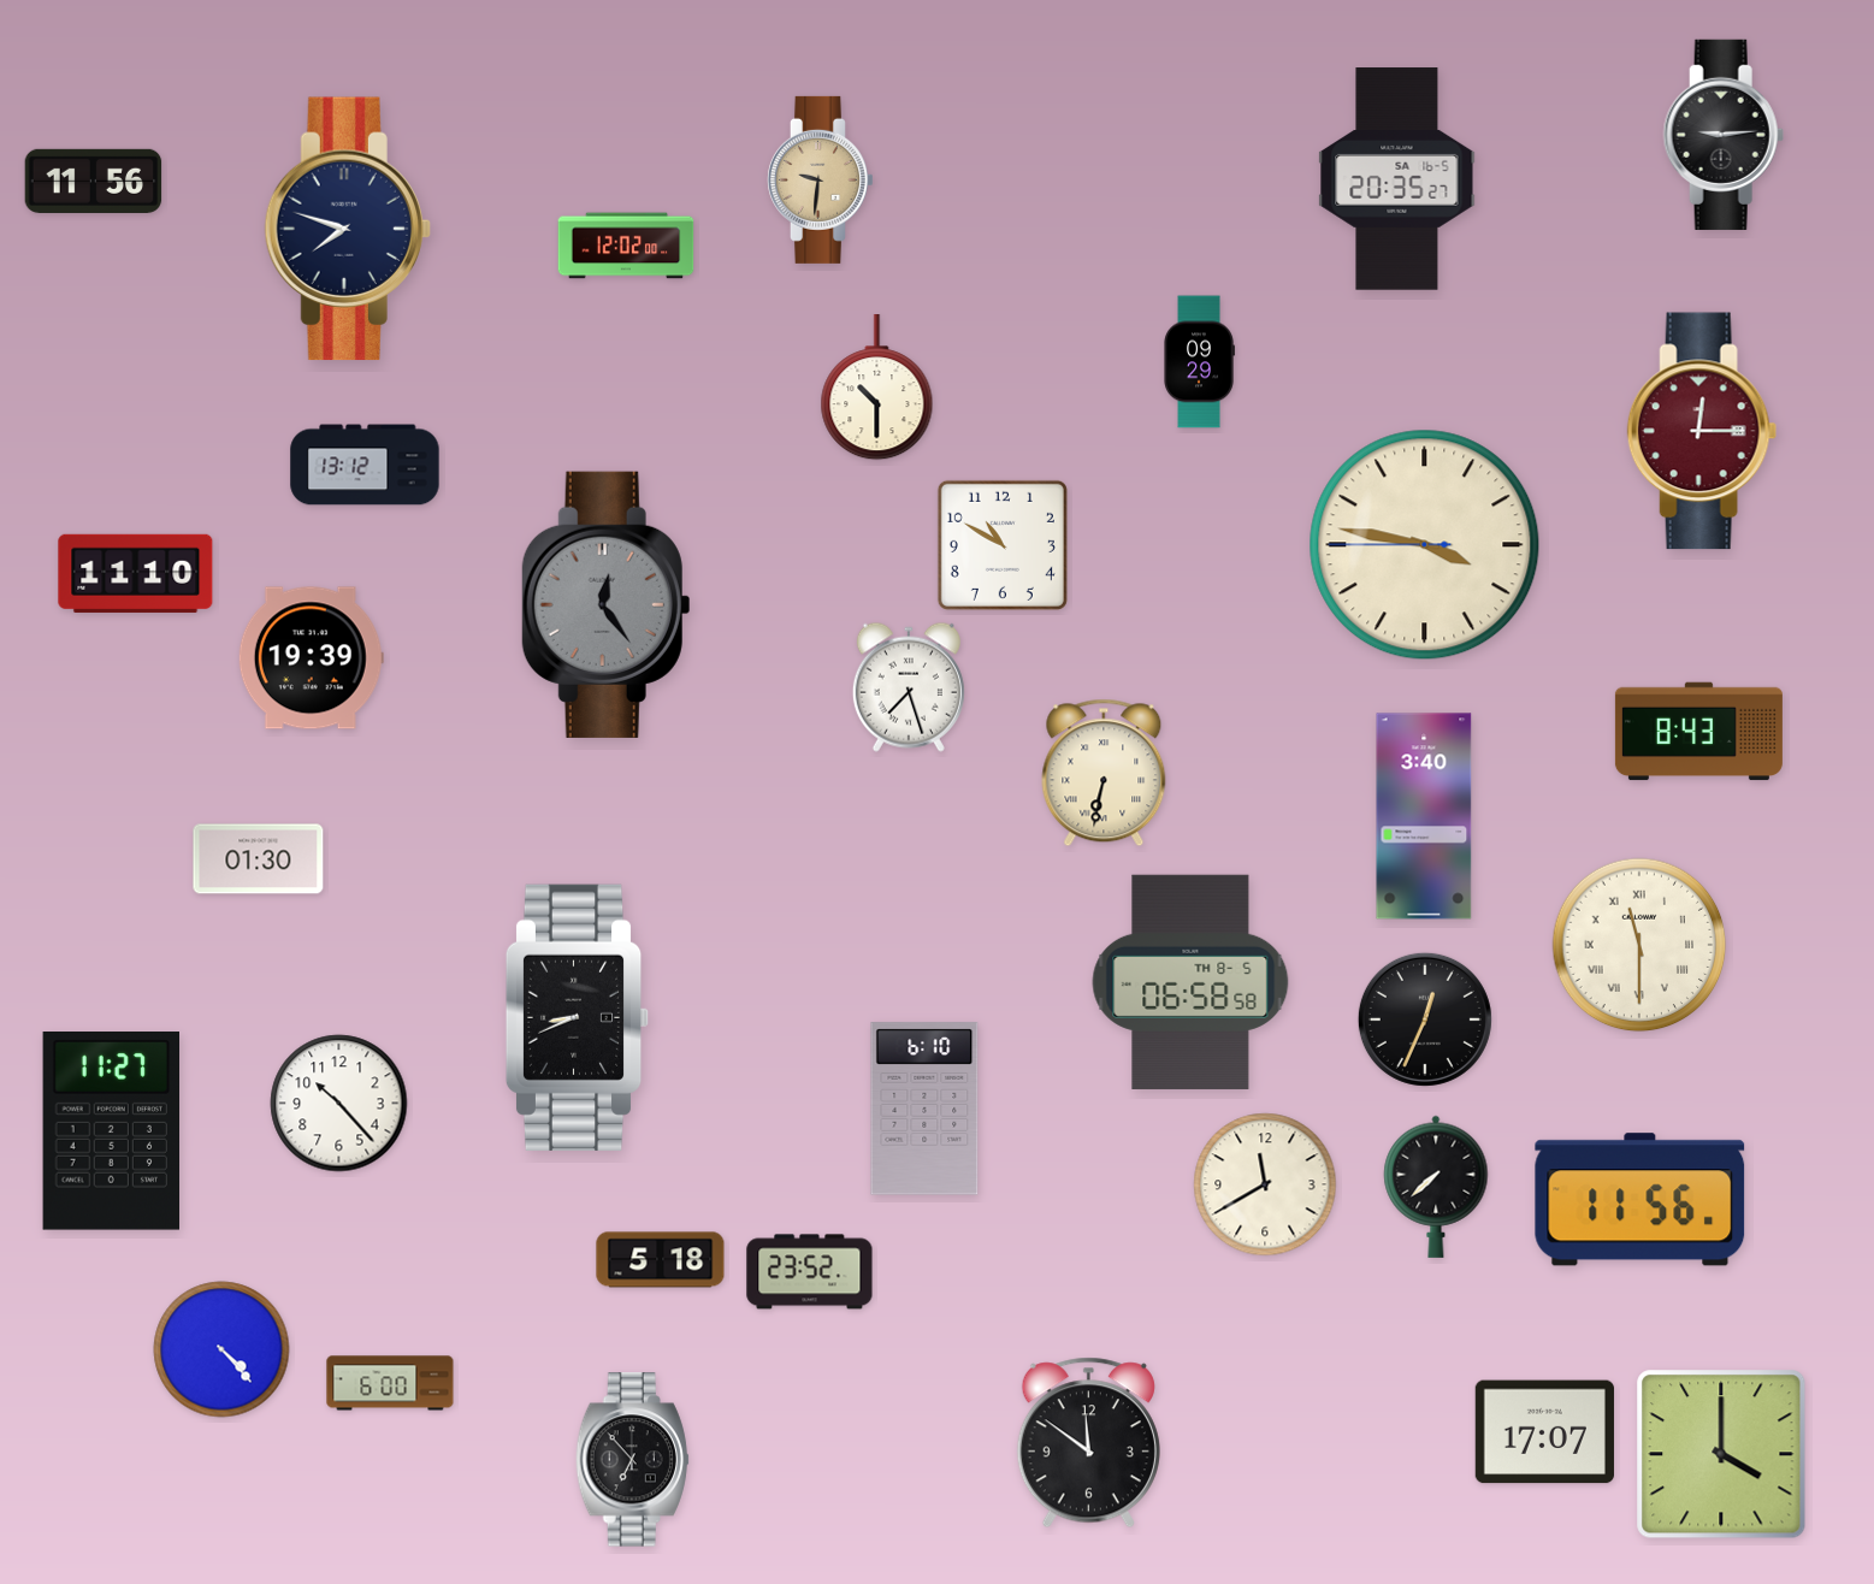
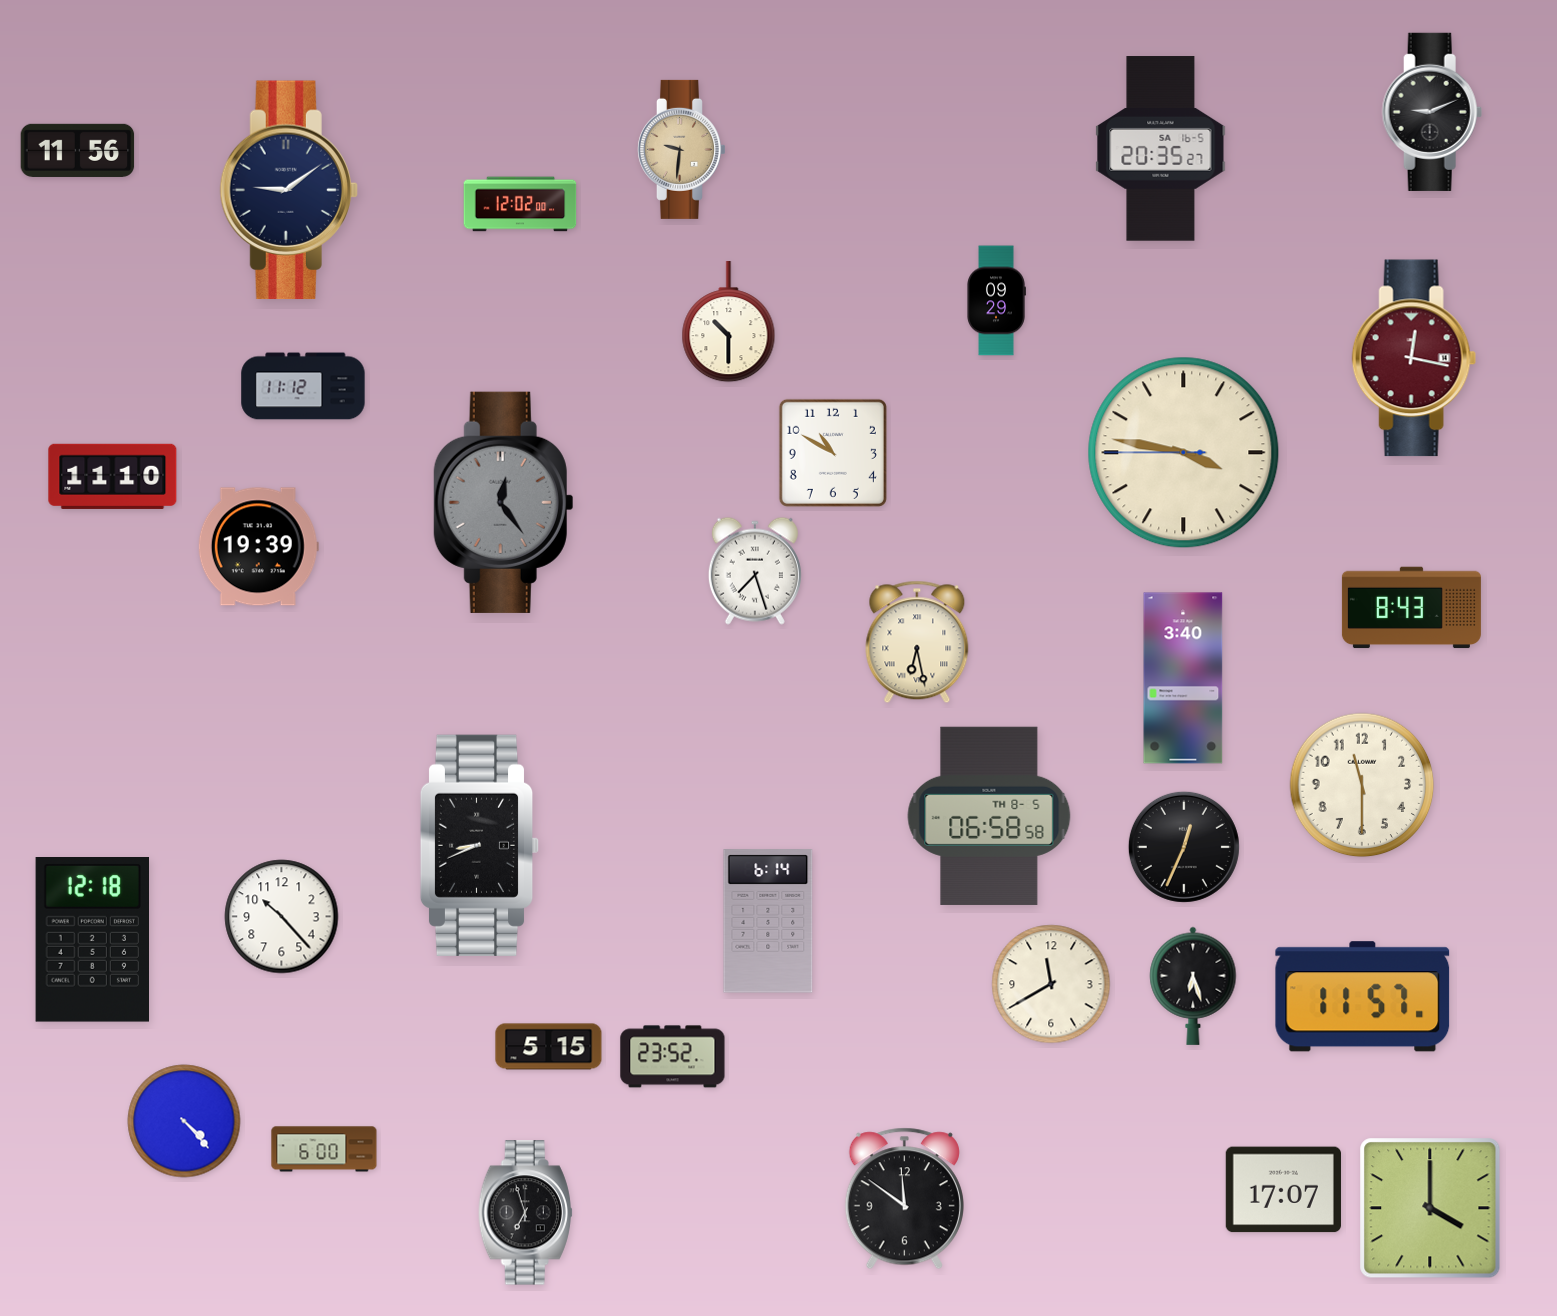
clock at (1724, 135): 9:14 -> 9:11
clock at (348, 229): 7:48 -> 9:09
clock at (1702, 431): 12:15 -> 12:17
clock at (365, 465): 13:12 -> 11:12
clock at (1104, 773): 6:32 -> 6:28
clock at (259, 859): 01:30 -> none
clock at (1639, 945) numerals: Roman -> Arabic
clock at (924, 1109): 6:10 -> 6:14
clock at (111, 1131): 11:27 -> 12:18
clock at (1436, 1187): 7:38 -> 6:27
clock at (1641, 1200): 11:56 -> 11:57
clock at (661, 1260): 5:18 -> 5:15
clock at (632, 1460): 6:53 -> 6:57
